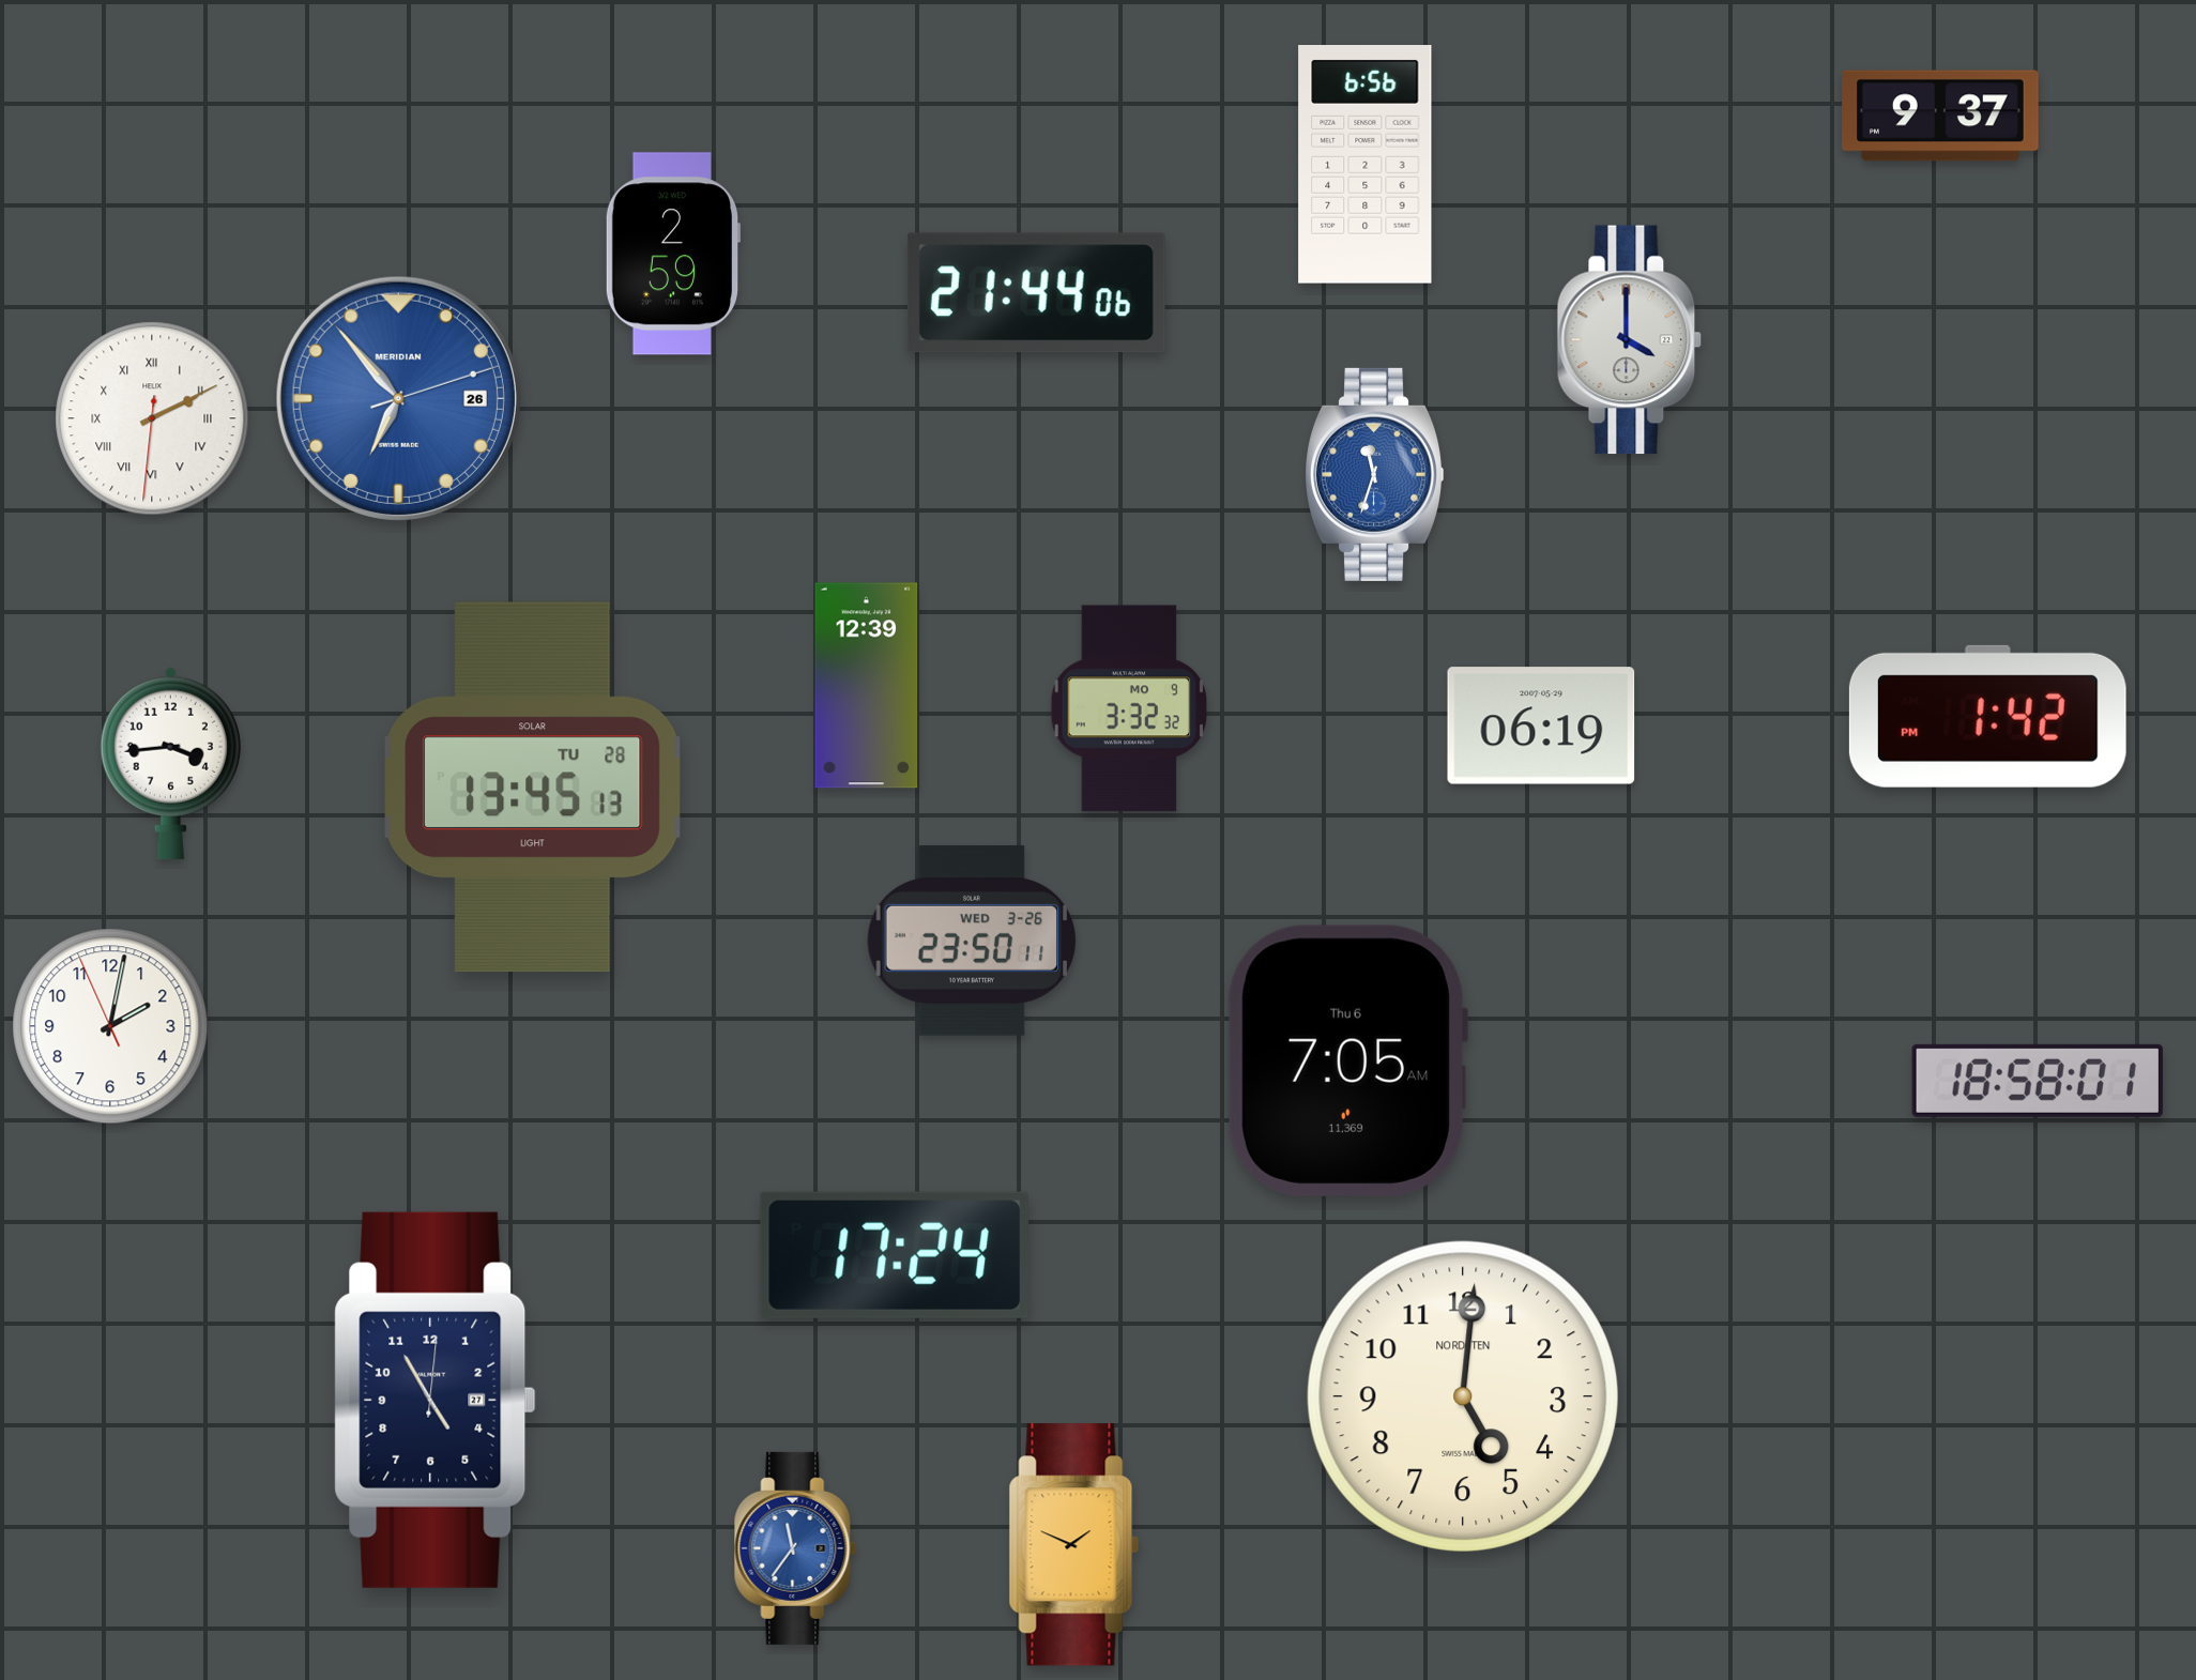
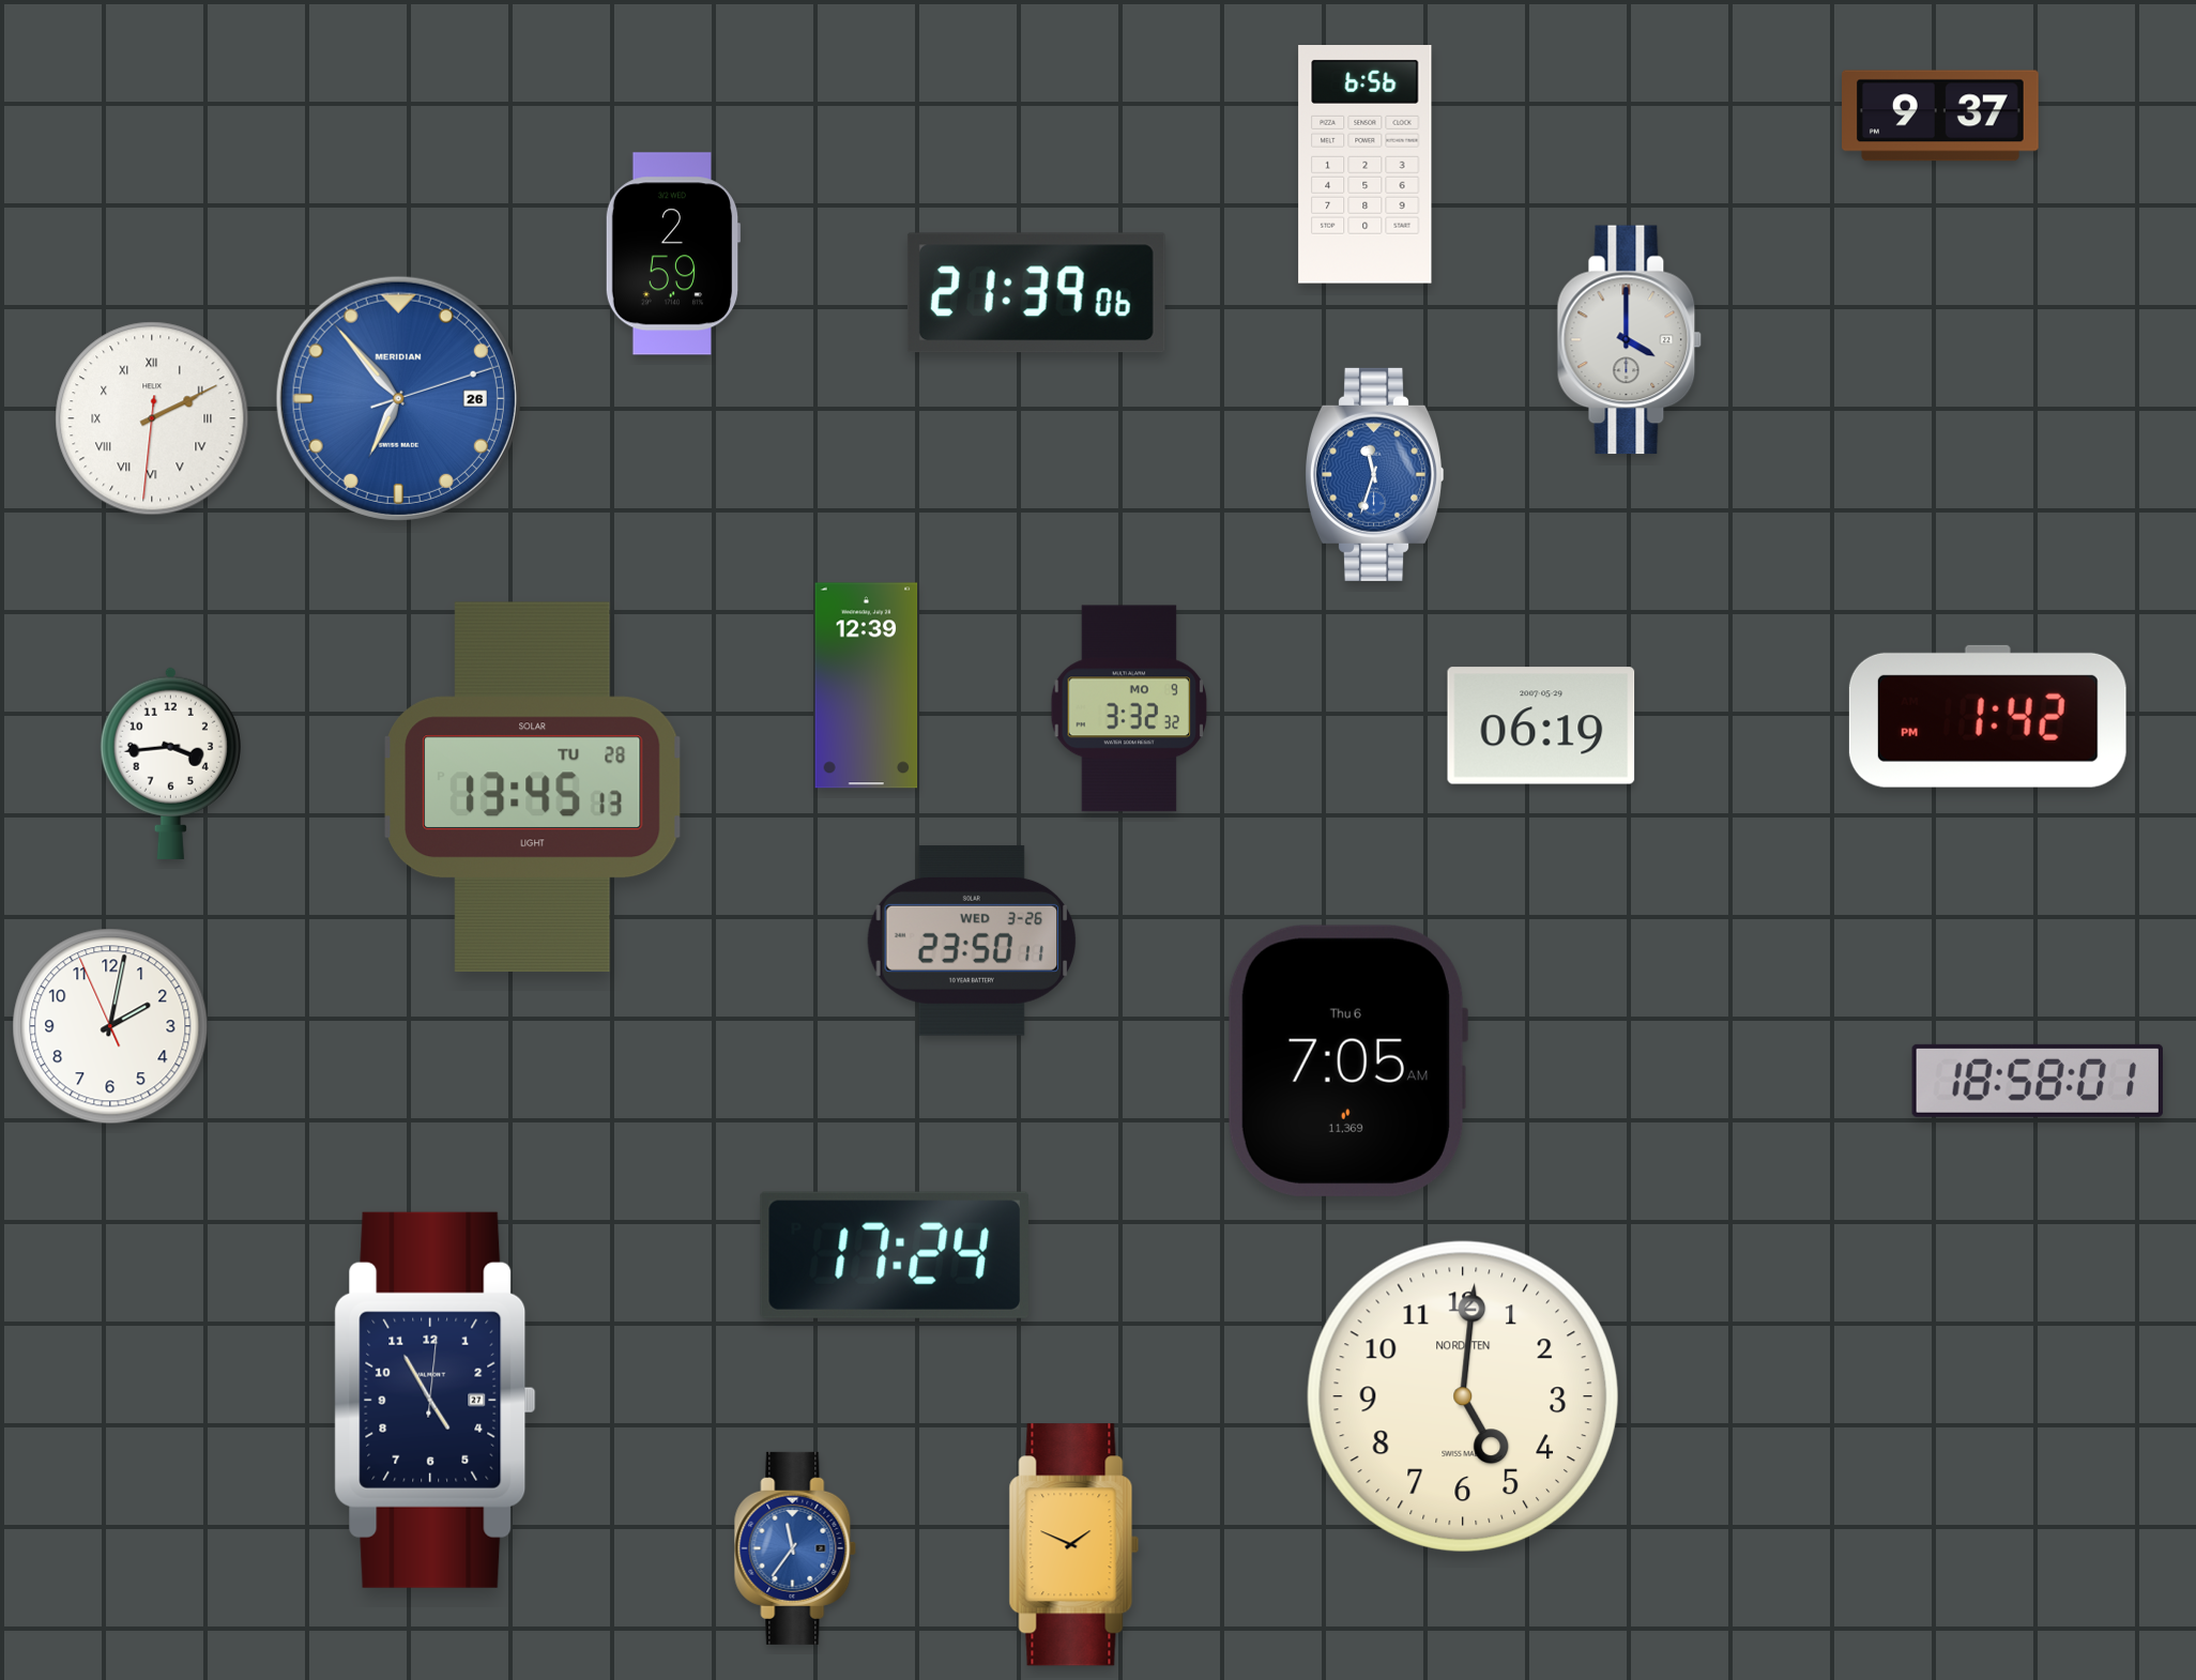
clock at (1036, 293): 21:44 -> 21:39
